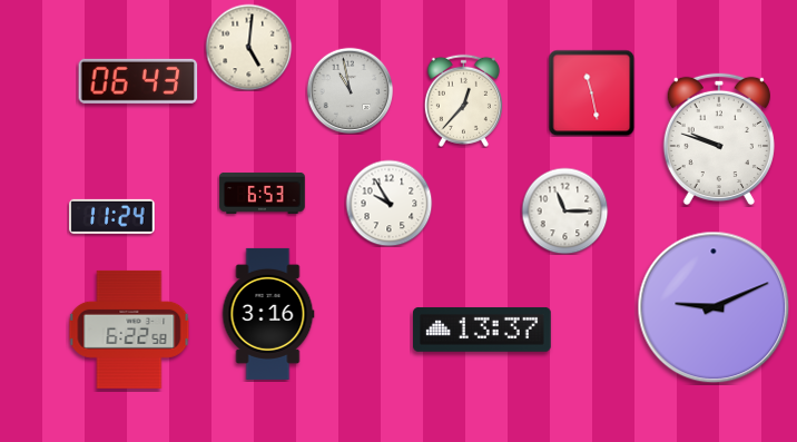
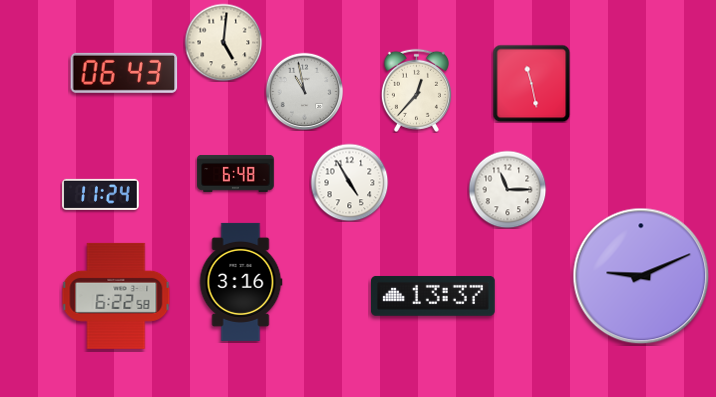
clock at (350, 90) position: (350, 90) -> (304, 91)
clock at (719, 139): 9:48 -> none
clock at (263, 193): 6:53 -> 6:48
clock at (388, 203): 9:55 -> 4:55
